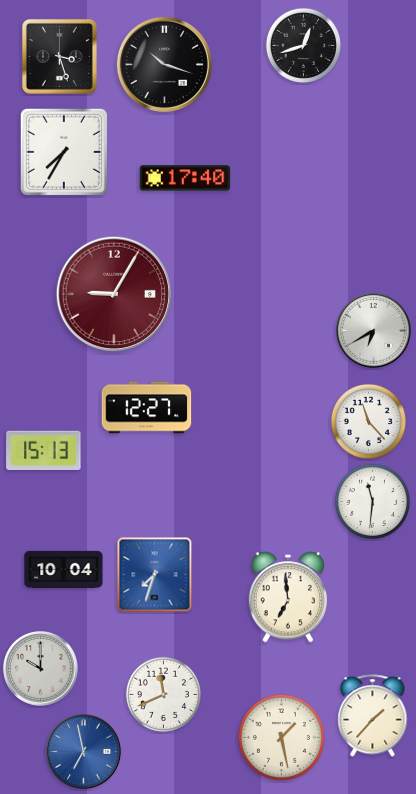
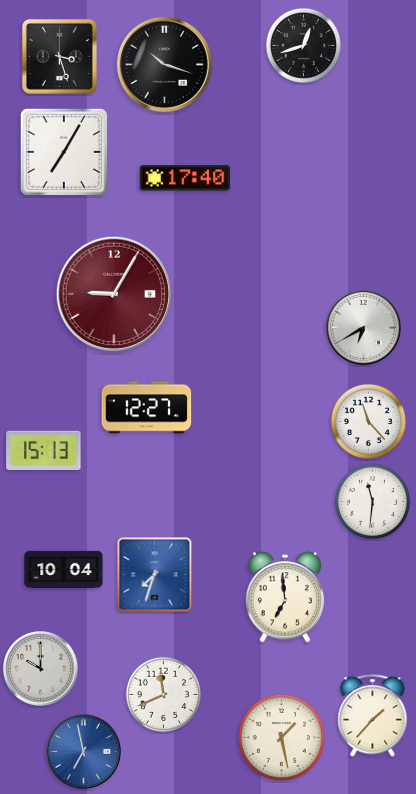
clock at (64, 152): 7:35 -> 7:05
clock at (374, 331) position: (374, 331) -> (364, 328)
clock at (287, 597) position: (287, 597) -> (284, 597)
